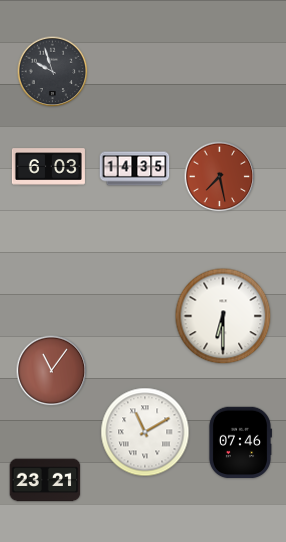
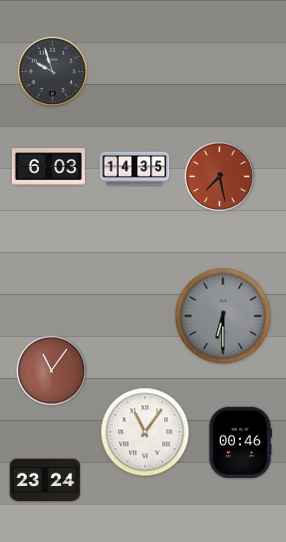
clock at (223, 316) dial: white -> grey
clock at (145, 432): 11:10 -> 11:06
clock at (240, 443): 07:46 -> 00:46
clock at (45, 480): 23:21 -> 23:24
